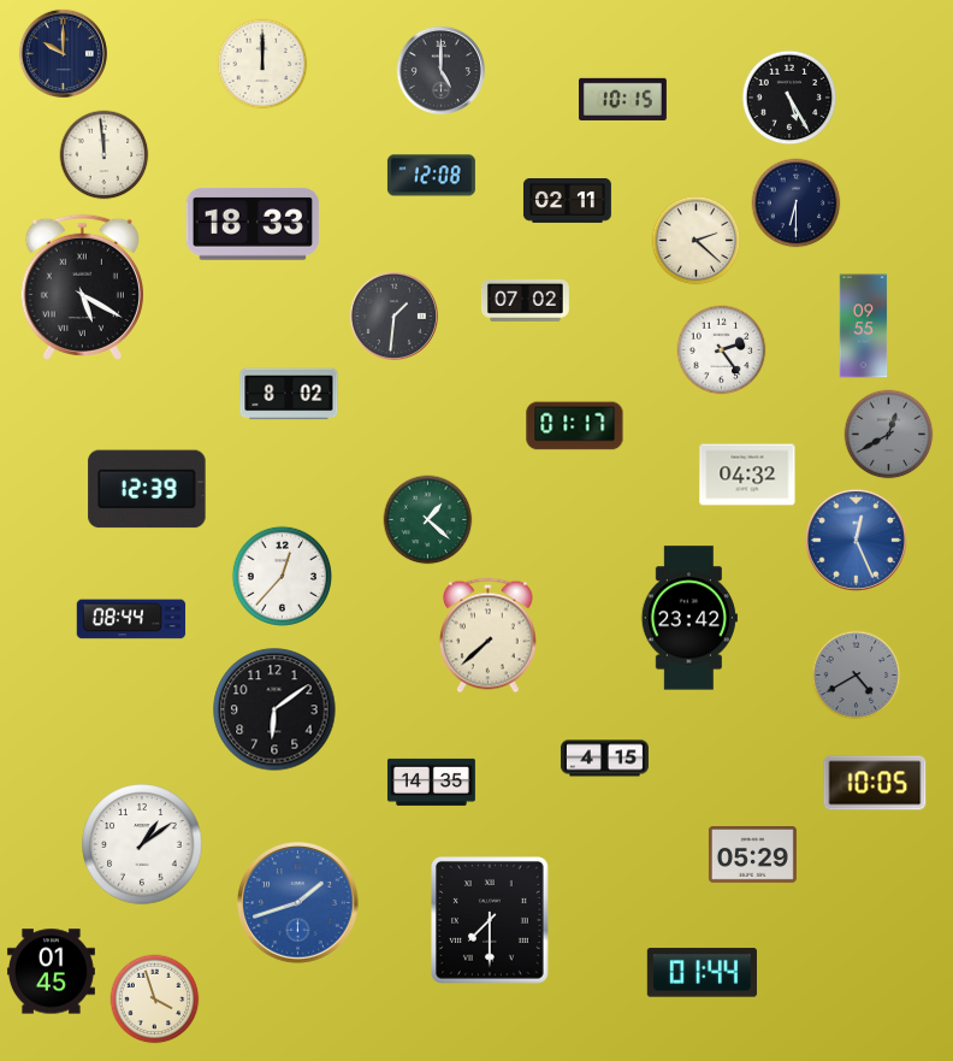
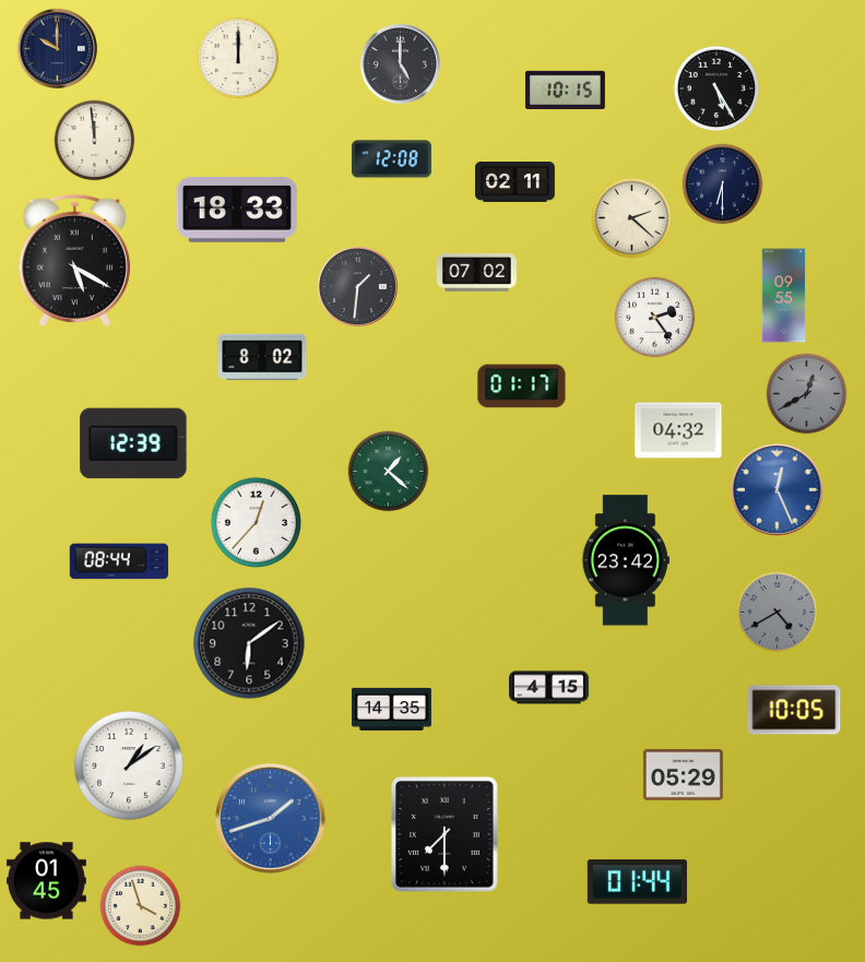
clock at (253, 224) position: (253, 224) -> (237, 210)
clock at (487, 636): 7:38 -> none
